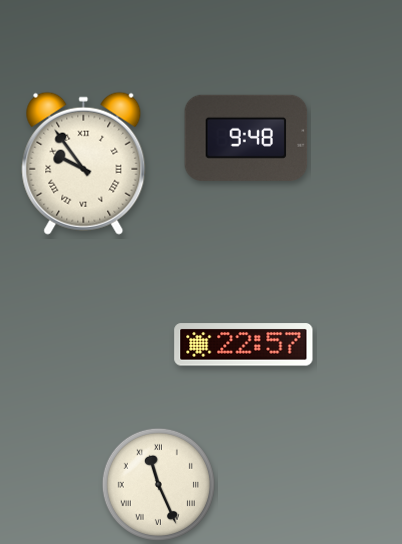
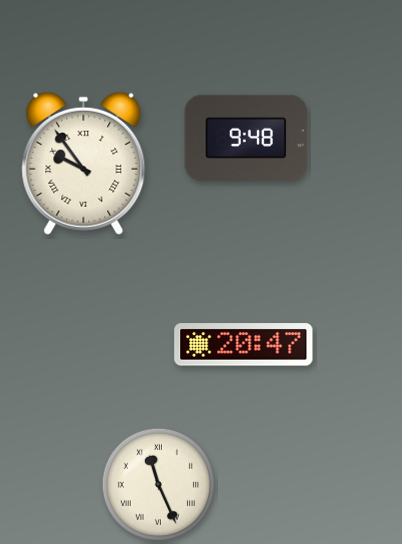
clock at (244, 345): 22:57 -> 20:47
